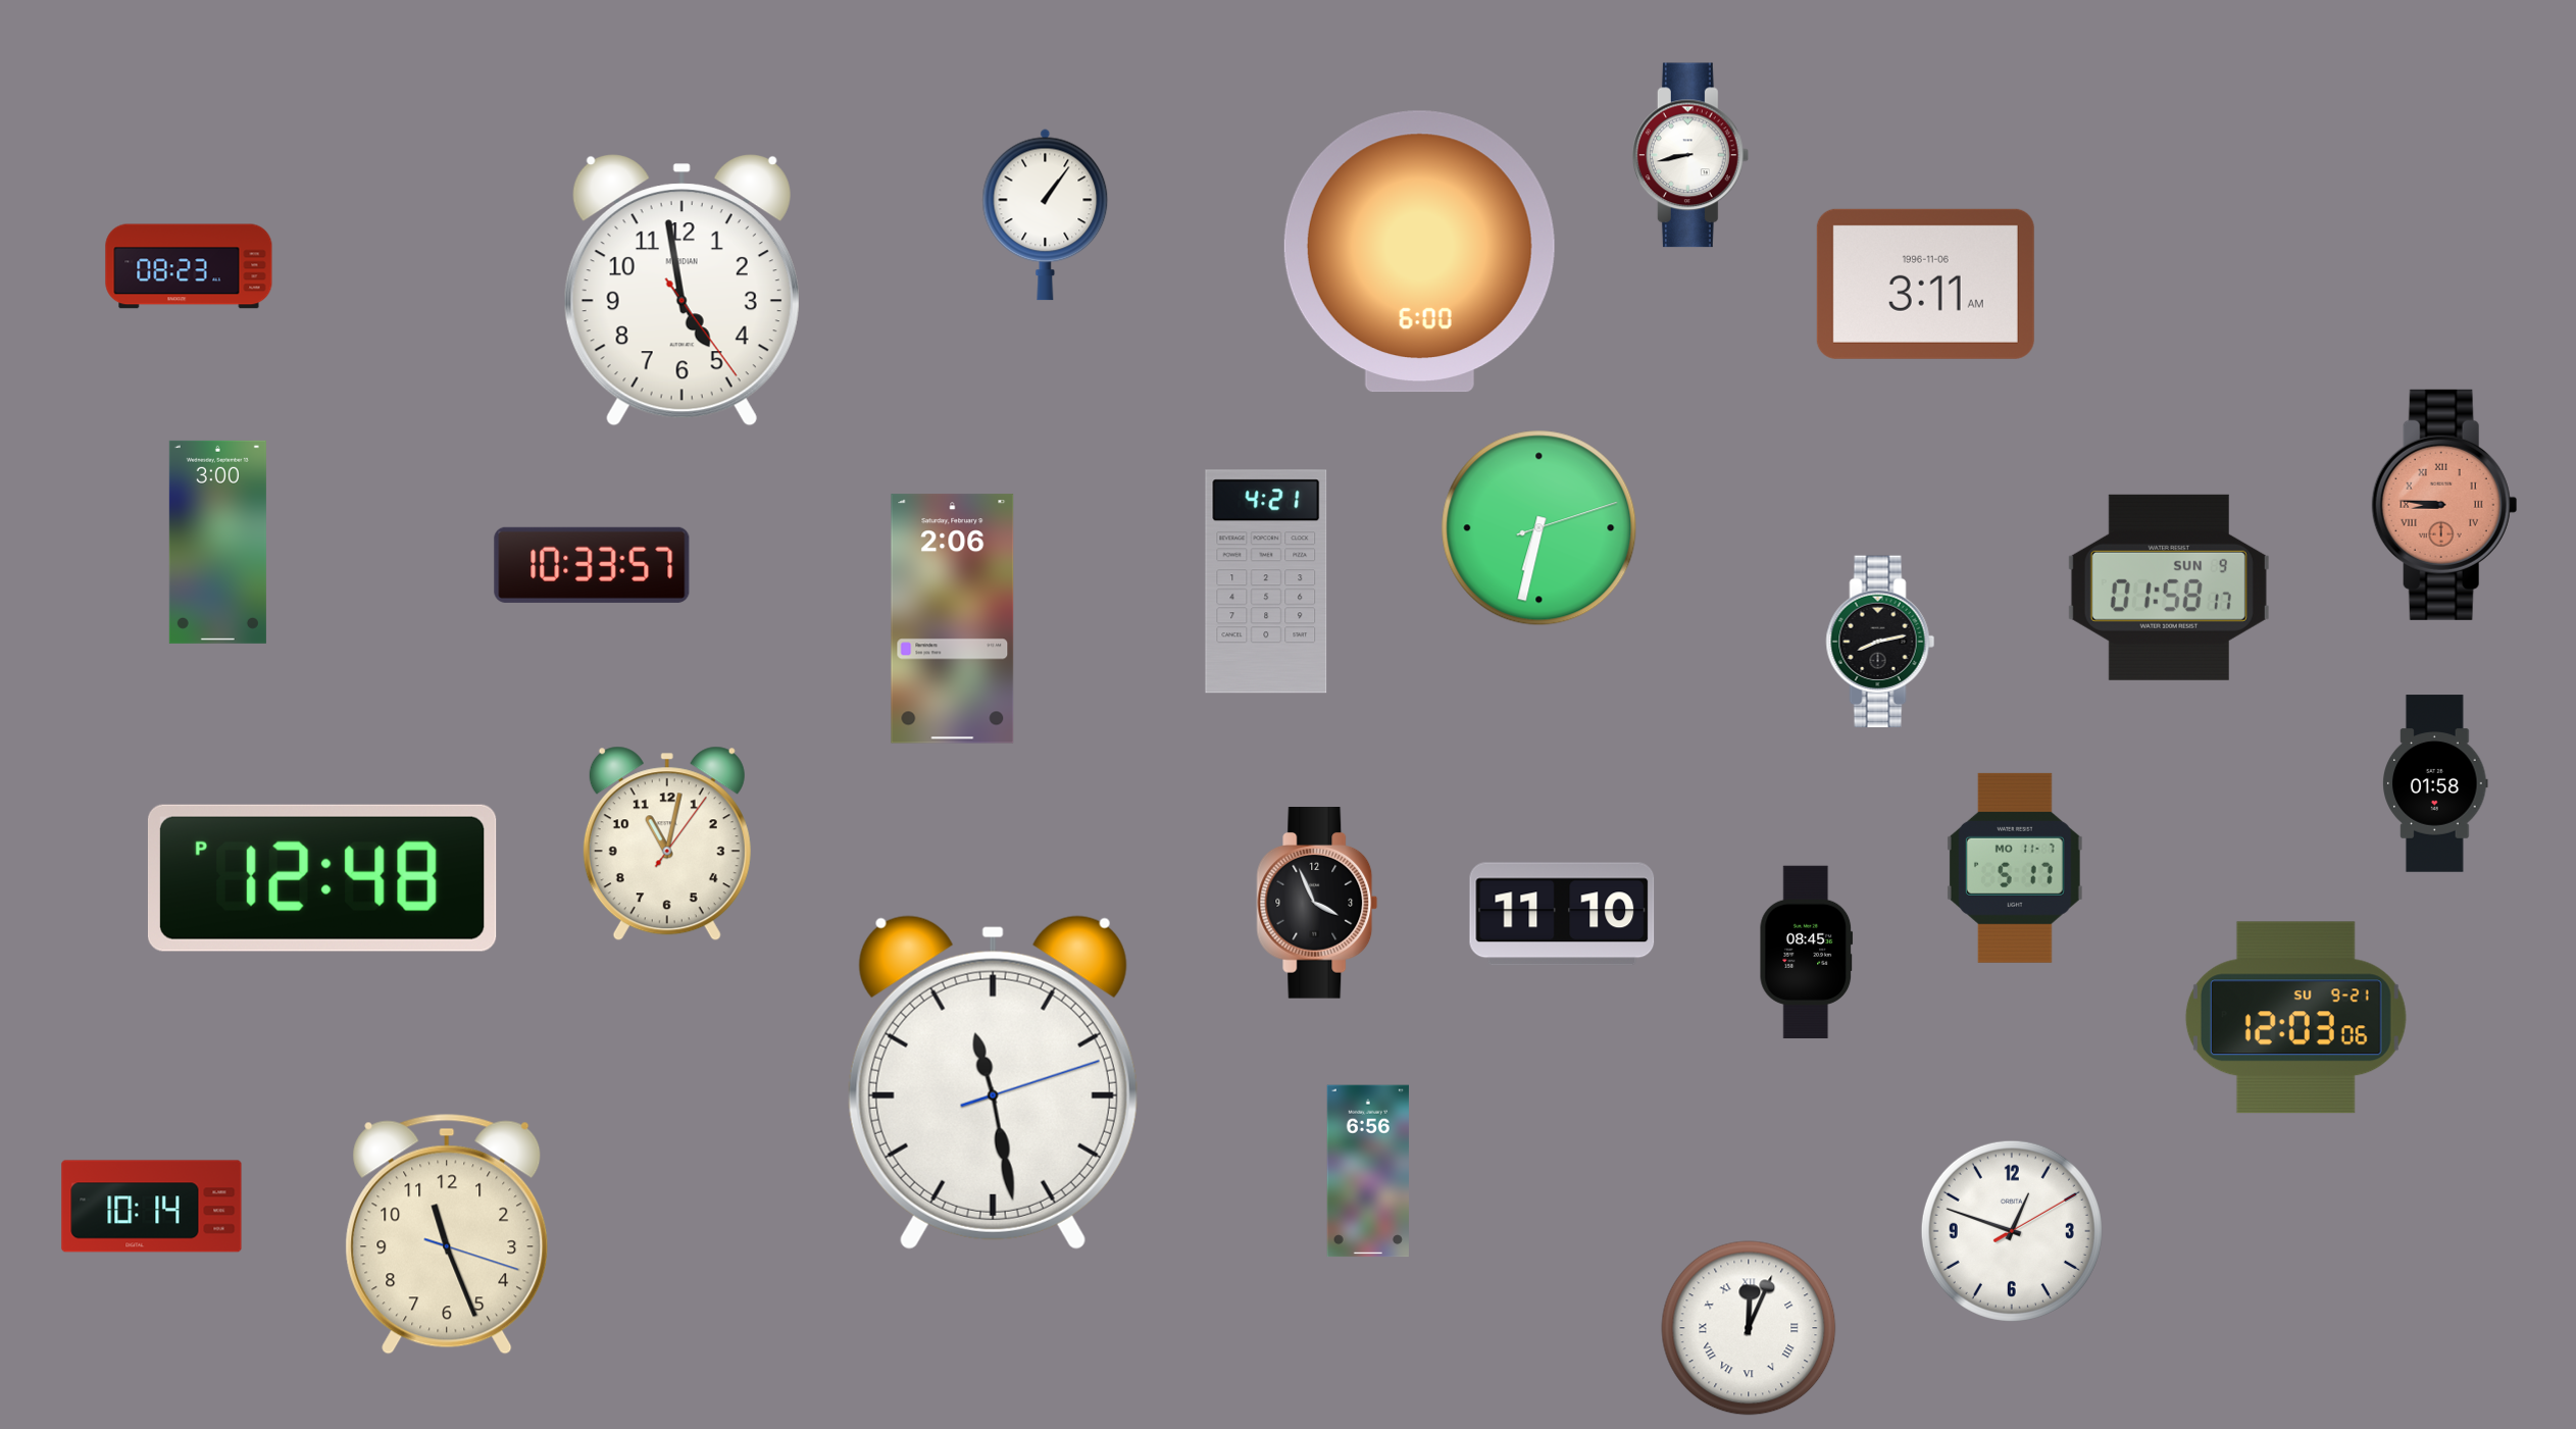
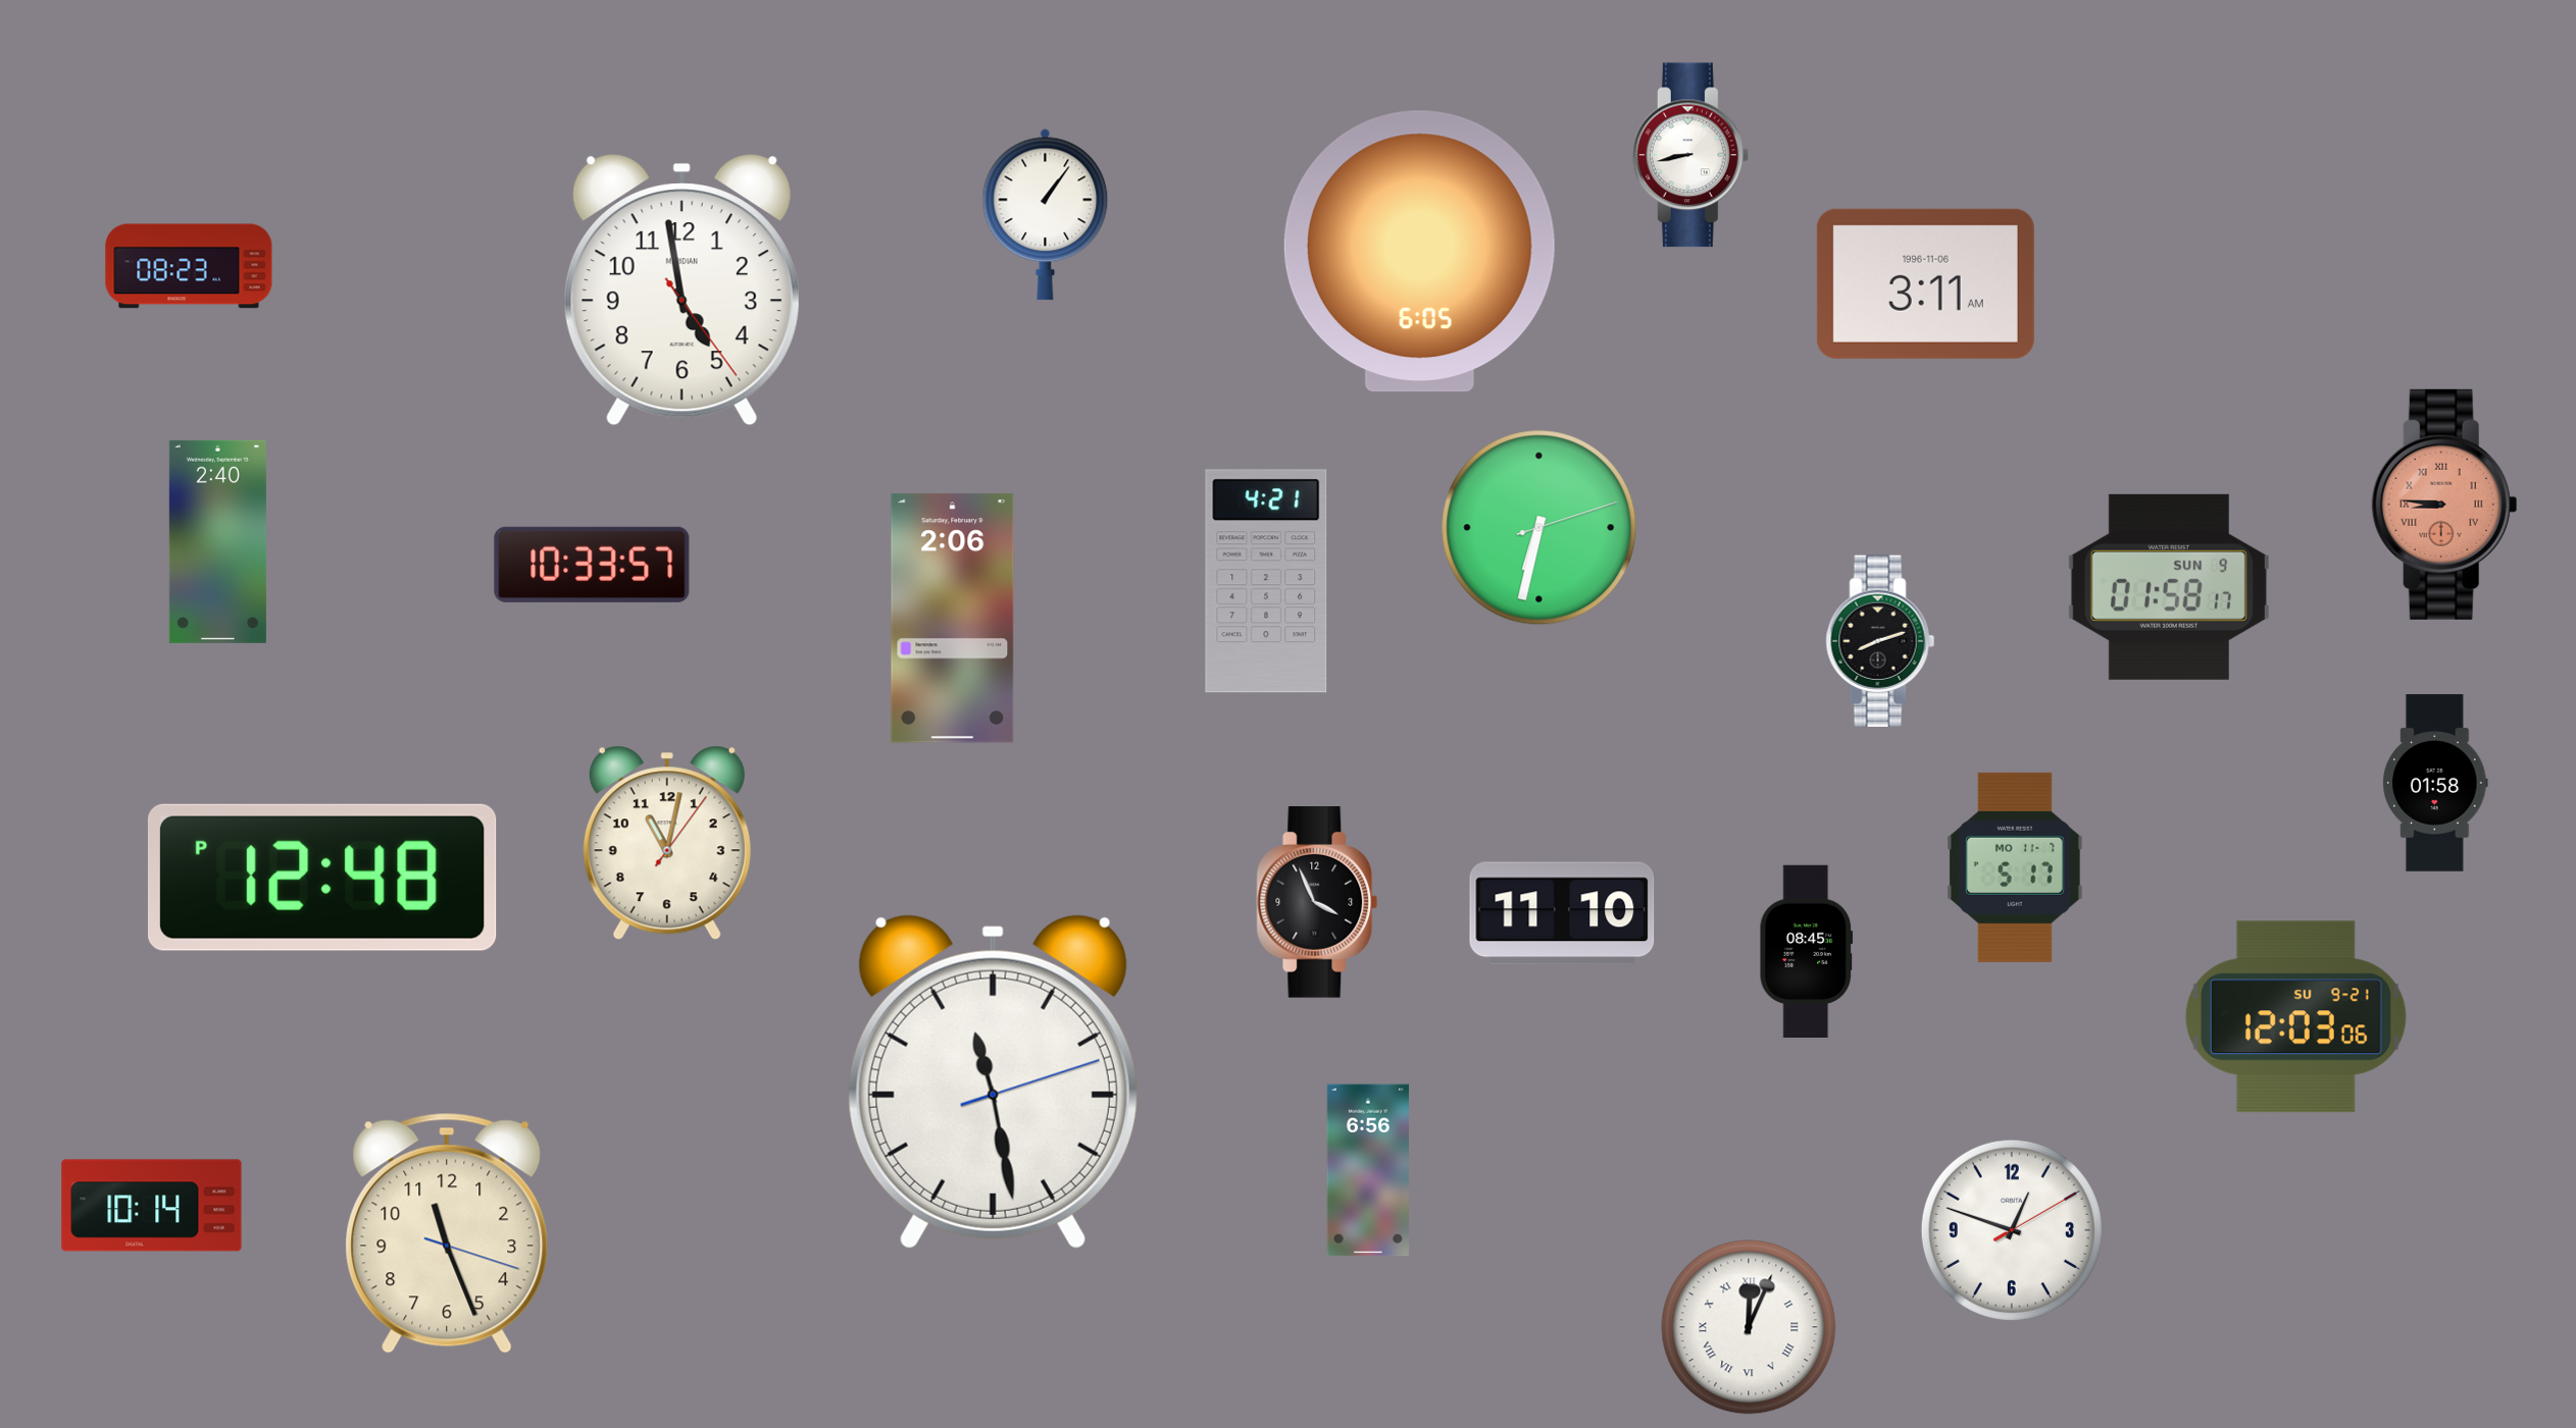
clock at (1419, 252): 6:00 -> 6:05
clock at (217, 542): 3:00 -> 2:40
clock at (1880, 642): 8:13 -> 8:12
